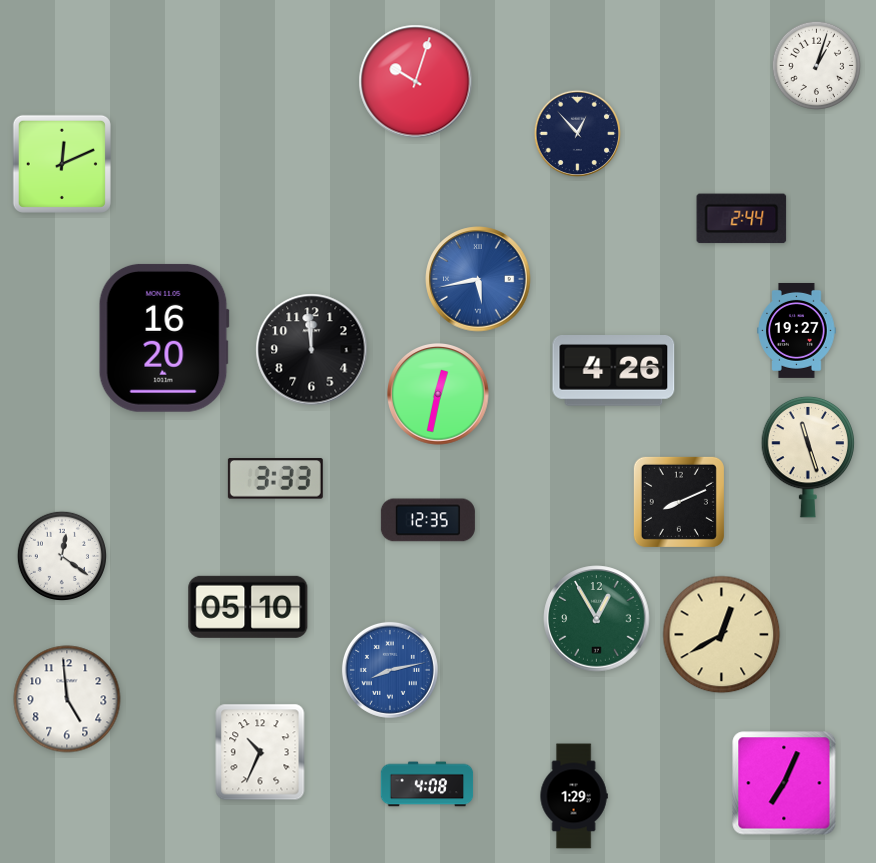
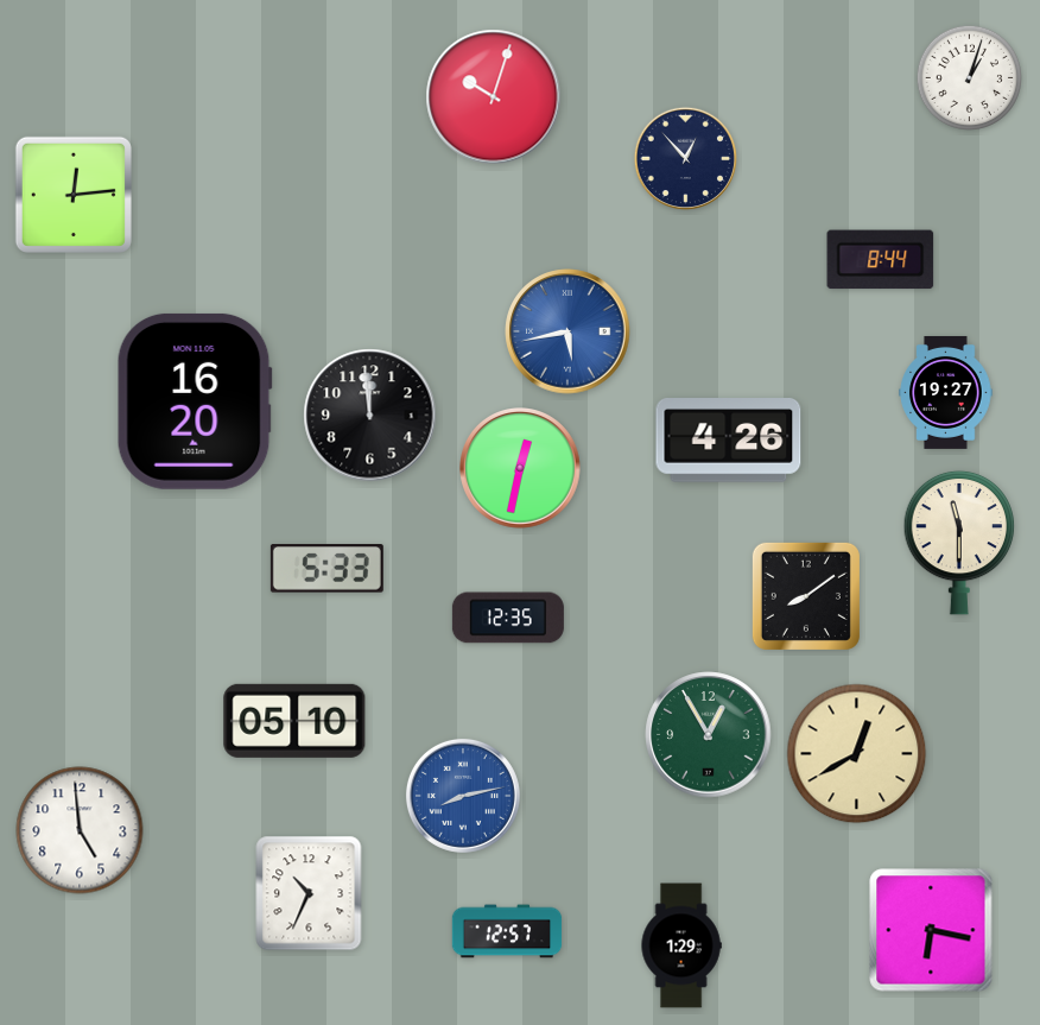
clock at (62, 164): 12:11 -> 12:14
clock at (742, 219): 2:44 -> 8:44
clock at (808, 457): 11:27 -> 11:30
clock at (275, 479): 3:33 -> 5:33
clock at (679, 502): 8:11 -> 8:09
clock at (61, 555): 12:21 -> none
clock at (784, 783): 7:04 -> 6:17
clock at (427, 784): 4:08 -> 12:57
